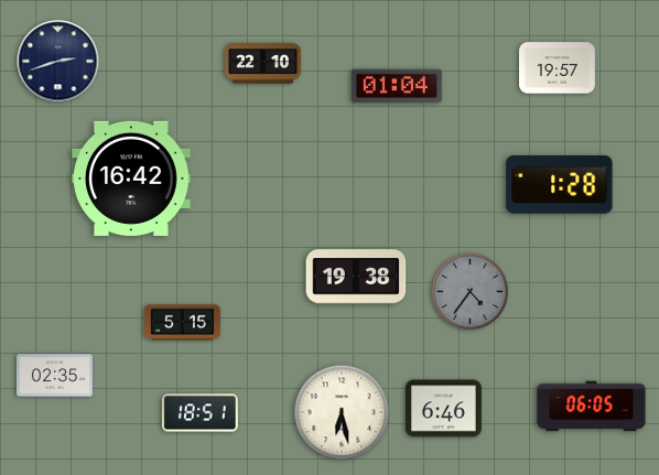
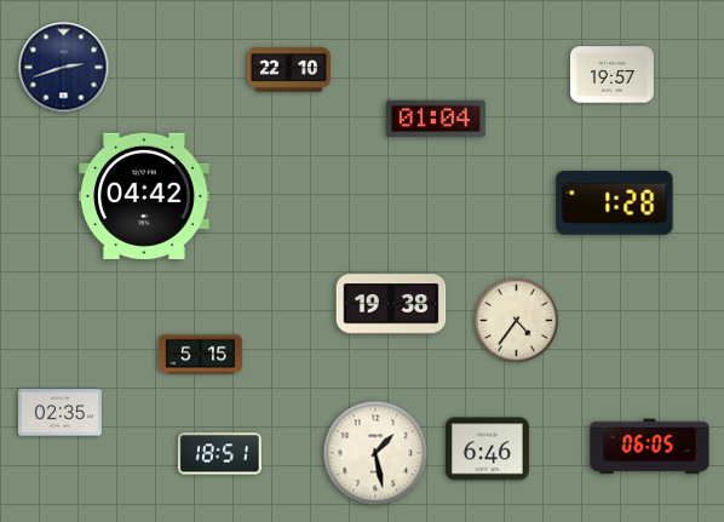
clock at (397, 86) position: (397, 86) -> (436, 119)
clock at (131, 179): 16:42 -> 04:42
clock at (471, 292) dial: grey -> cream
clock at (342, 412): 6:28 -> 1:28
